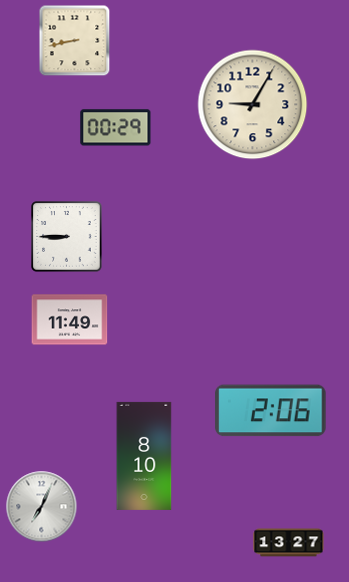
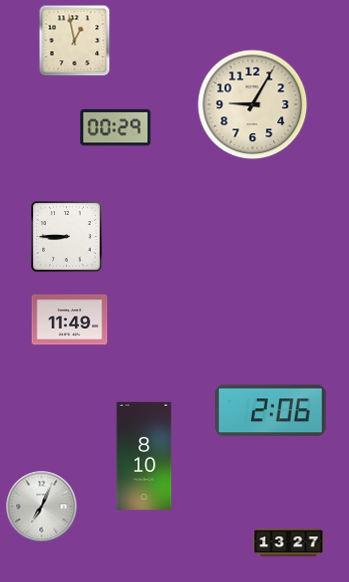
clock at (75, 41): 8:43 -> 12:58
